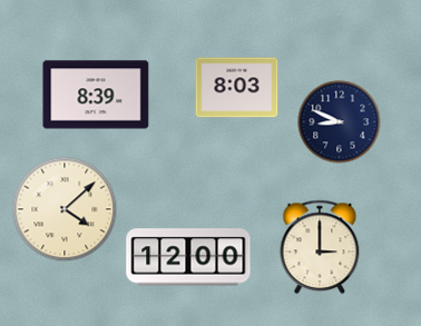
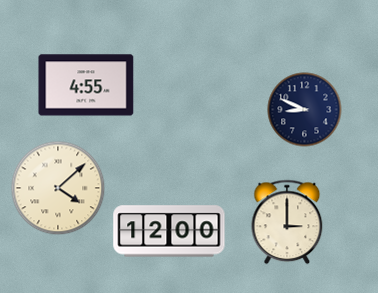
clock at (237, 88): 8:03 -> none
clock at (96, 95): 8:39 -> 4:55
